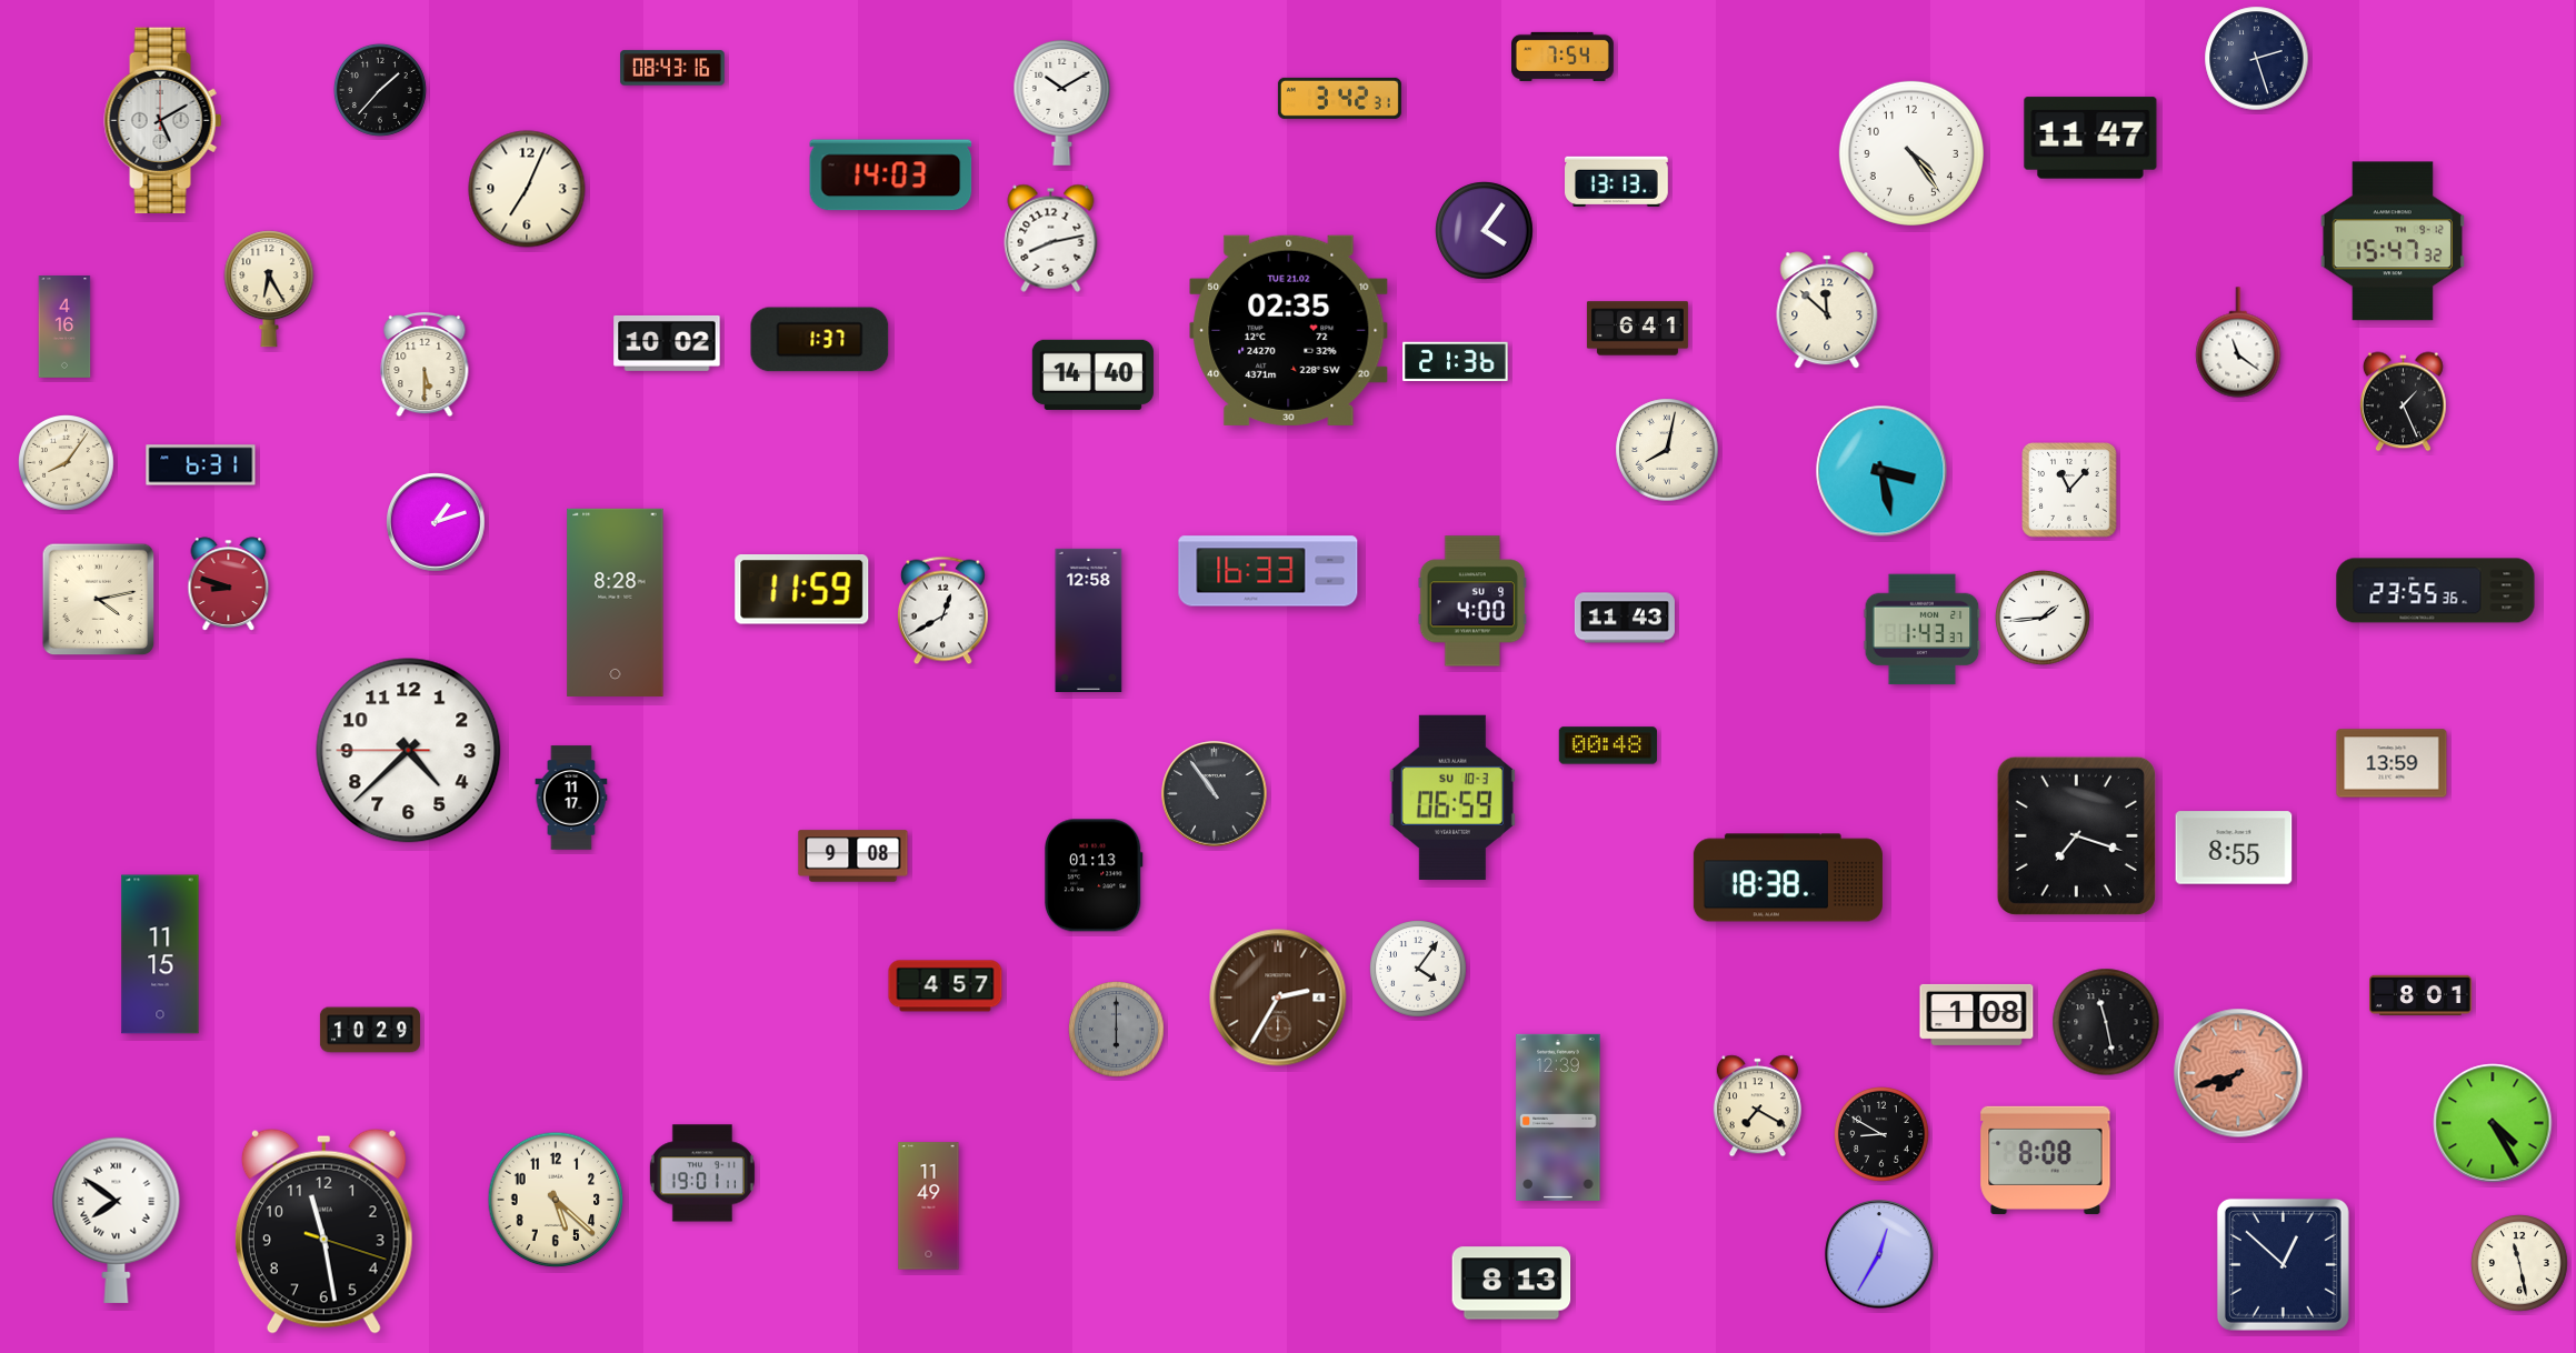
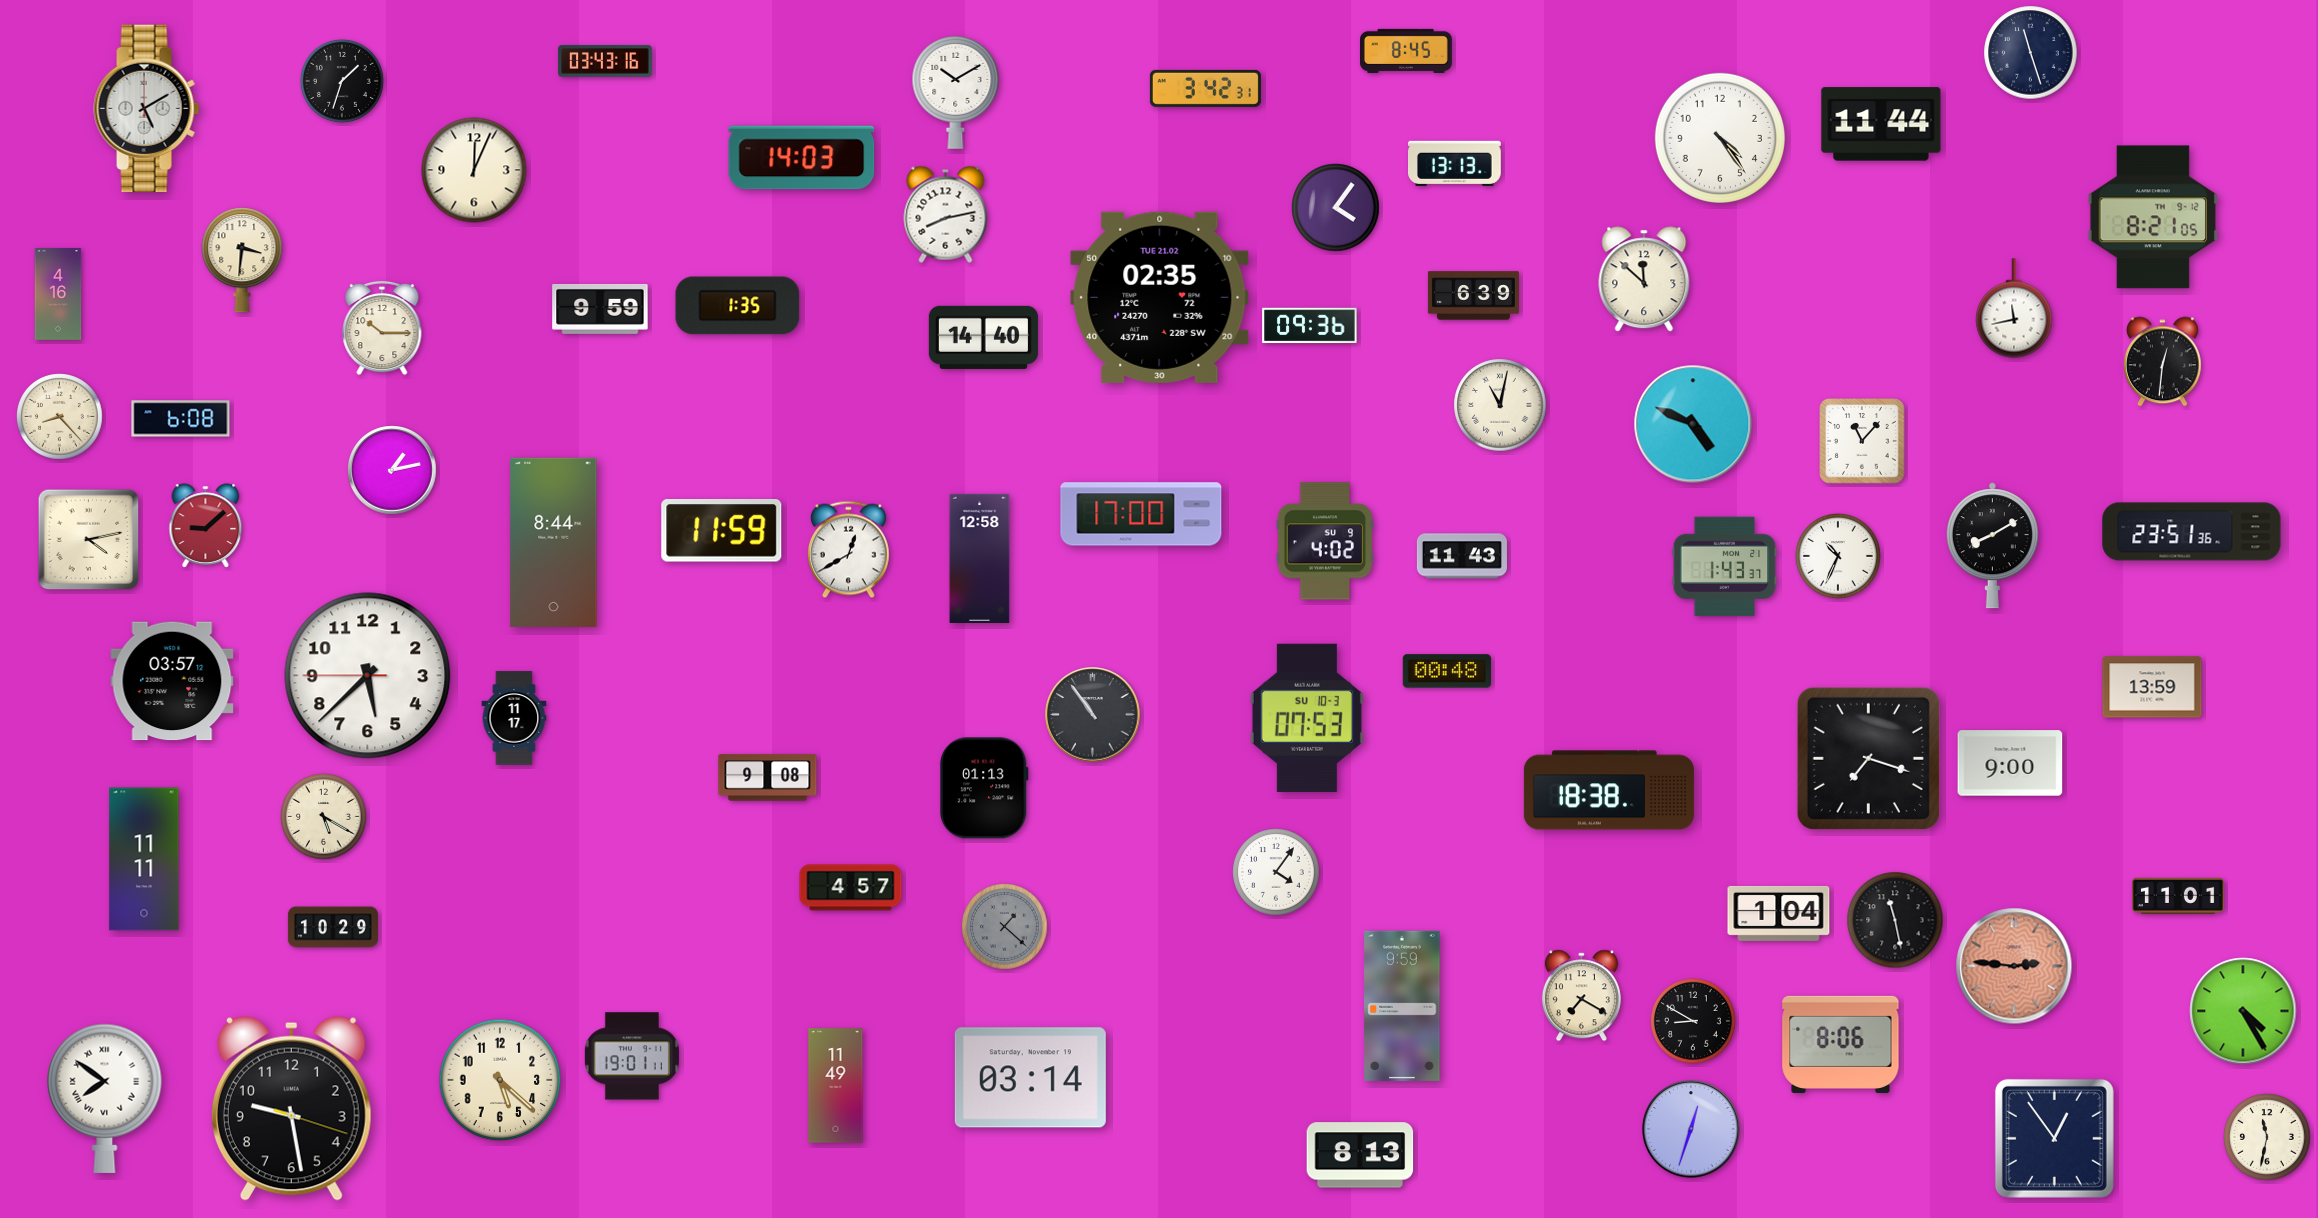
clock at (1564, 57): 7:54 -> 8:45
clock at (2257, 59): 2:27 -> 11:27
clock at (672, 68): 08:43 -> 03:43
clock at (380, 90): 1:37 -> 1:33
clock at (2090, 138): 11:47 -> 11:44
clock at (527, 189): 7:04 -> 12:04
clock at (2392, 241): 15:47 -> 8:21
clock at (269, 289): 6:25 -> 3:31
clock at (1637, 329): 6:41 -> 6:39
clock at (820, 340): 1:37 -> 1:35
clock at (2238, 342): 11:21 -> 11:43
clock at (667, 343): 10:02 -> 9:59
clock at (1456, 362): 21:36 -> 09:36
clock at (425, 364): 5:30 -> 10:15
clock at (2404, 402): 1:26 -> 12:31
clock at (1667, 450): 8:02 -> 11:02
clock at (67, 463): 8:06 -> 8:23
clock at (201, 465): 6:31 -> 6:08
clock at (1881, 471): 3:28 -> 4:49
clock at (436, 522): 1:12 -> 1:13
clock at (1268, 571): 16:33 -> 17:00
clock at (229, 584): 8:48 -> 9:08
clock at (2436, 591): 23:55 -> 23:51
clock at (1472, 601): 4:00 -> 4:02
clock at (616, 602): 8:28 -> 8:44
clock at (1992, 546): none -> 8:10
clock at (2044, 619): 1:44 -> 10:34
clock at (1923, 630) position: (1923, 630) -> (1725, 567)
clock at (409, 751): 4:37 -> 5:37
clock at (172, 681): none -> 03:57
clock at (1452, 798): 06:59 -> 07:53
clock at (2076, 835) position: (2076, 835) -> (1868, 758)
clock at (2234, 848): 8:55 -> 9:00
clock at (853, 856) position: (853, 856) -> (768, 778)
clock at (324, 817): none -> 5:20
clock at (160, 954): 11:15 -> 11:11
clock at (2422, 994): 8:01 -> 11:01
clock at (1278, 998): 2:35 -> none
clock at (1977, 1014): 1:08 -> 1:04
clock at (1117, 1030): 6:00 -> 1:22
clock at (2238, 1073): 7:42 -> 2:46
clock at (1558, 1118): 12:39 -> 9:59
clock at (2046, 1160): 8:08 -> 8:06
clock at (1030, 1078): none -> 03:14
clock at (323, 1231): 11:28 -> 9:28
clock at (1879, 1254): 12:35 -> 12:33
clock at (2519, 1263): 11:28 -> 11:32
clock at (2283, 1264): 12:52 -> 12:54
